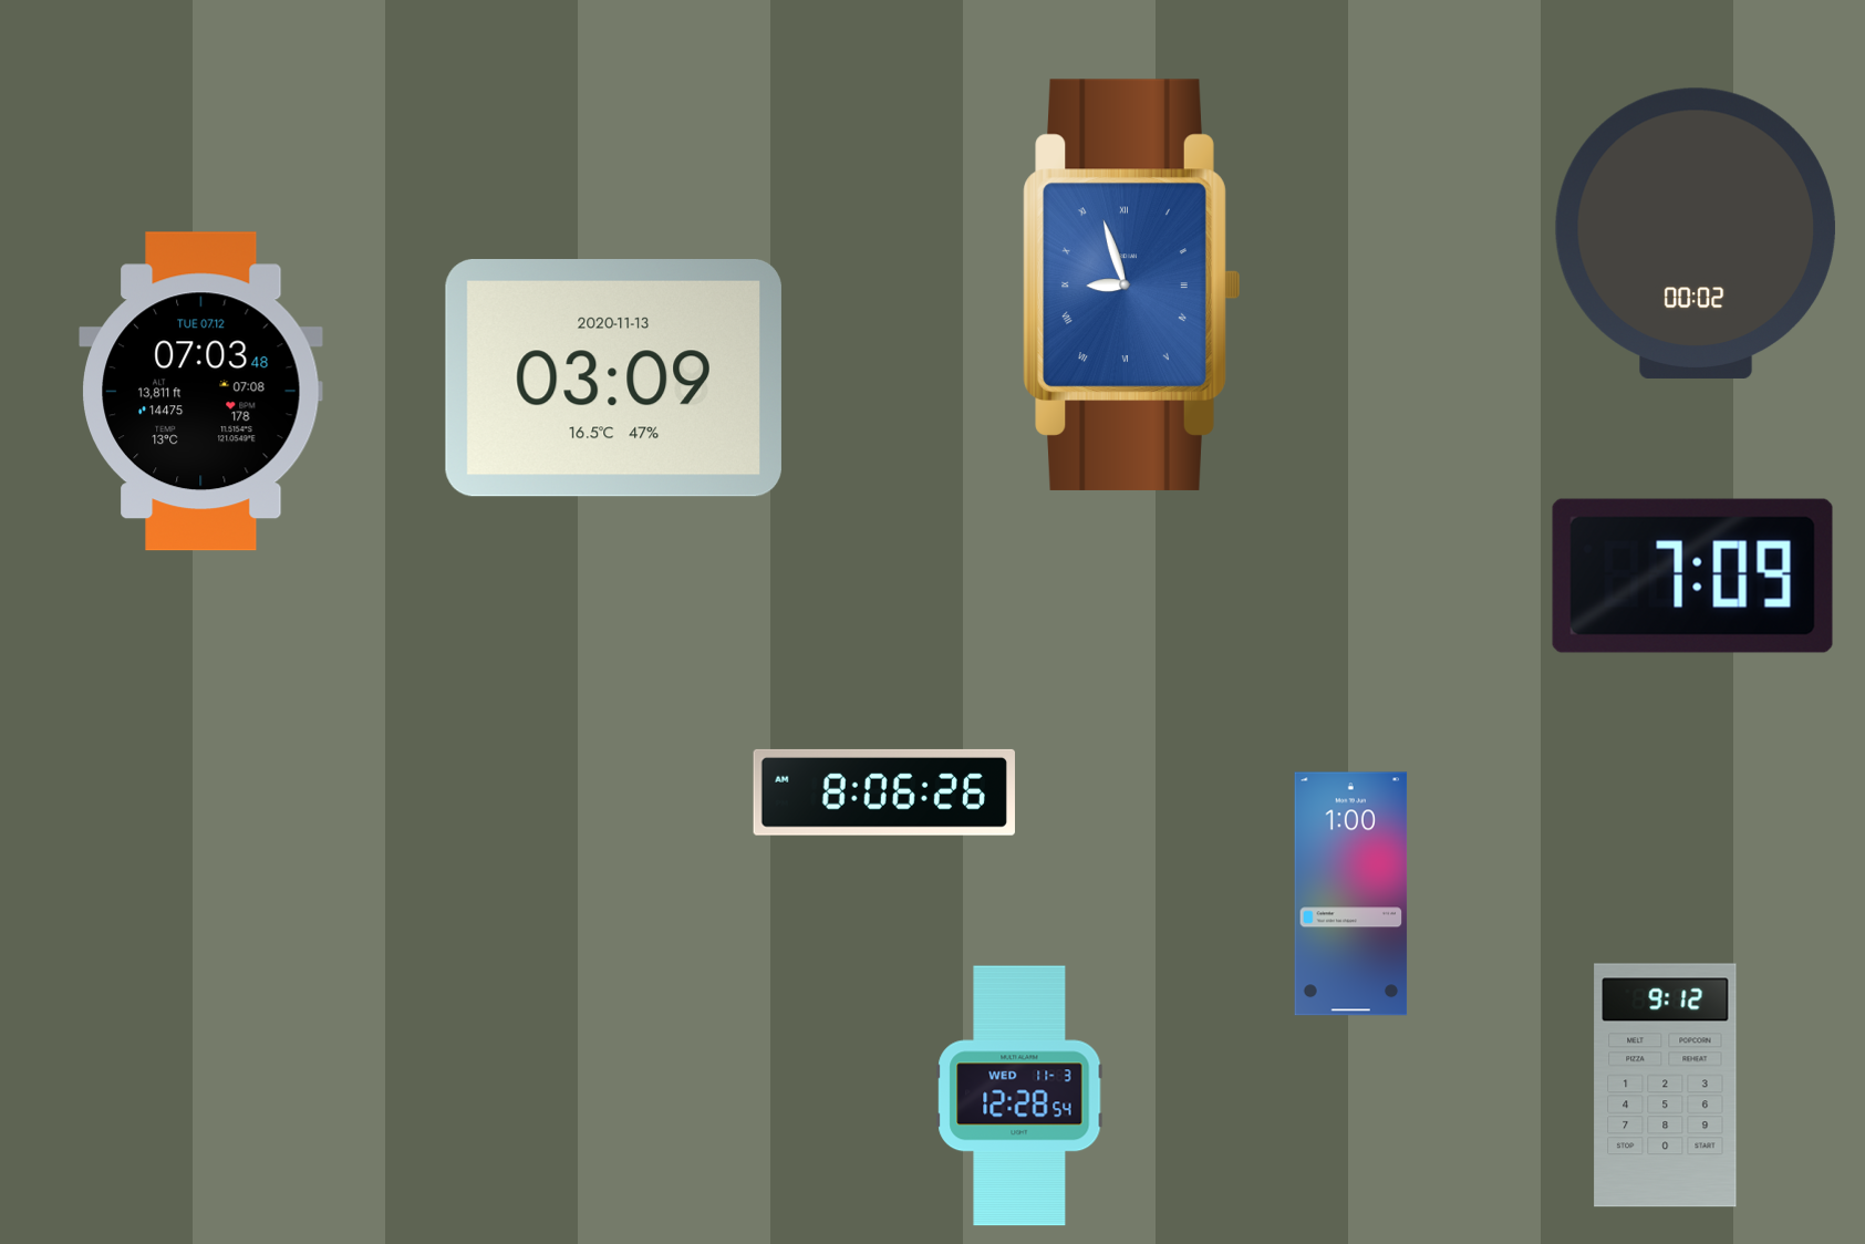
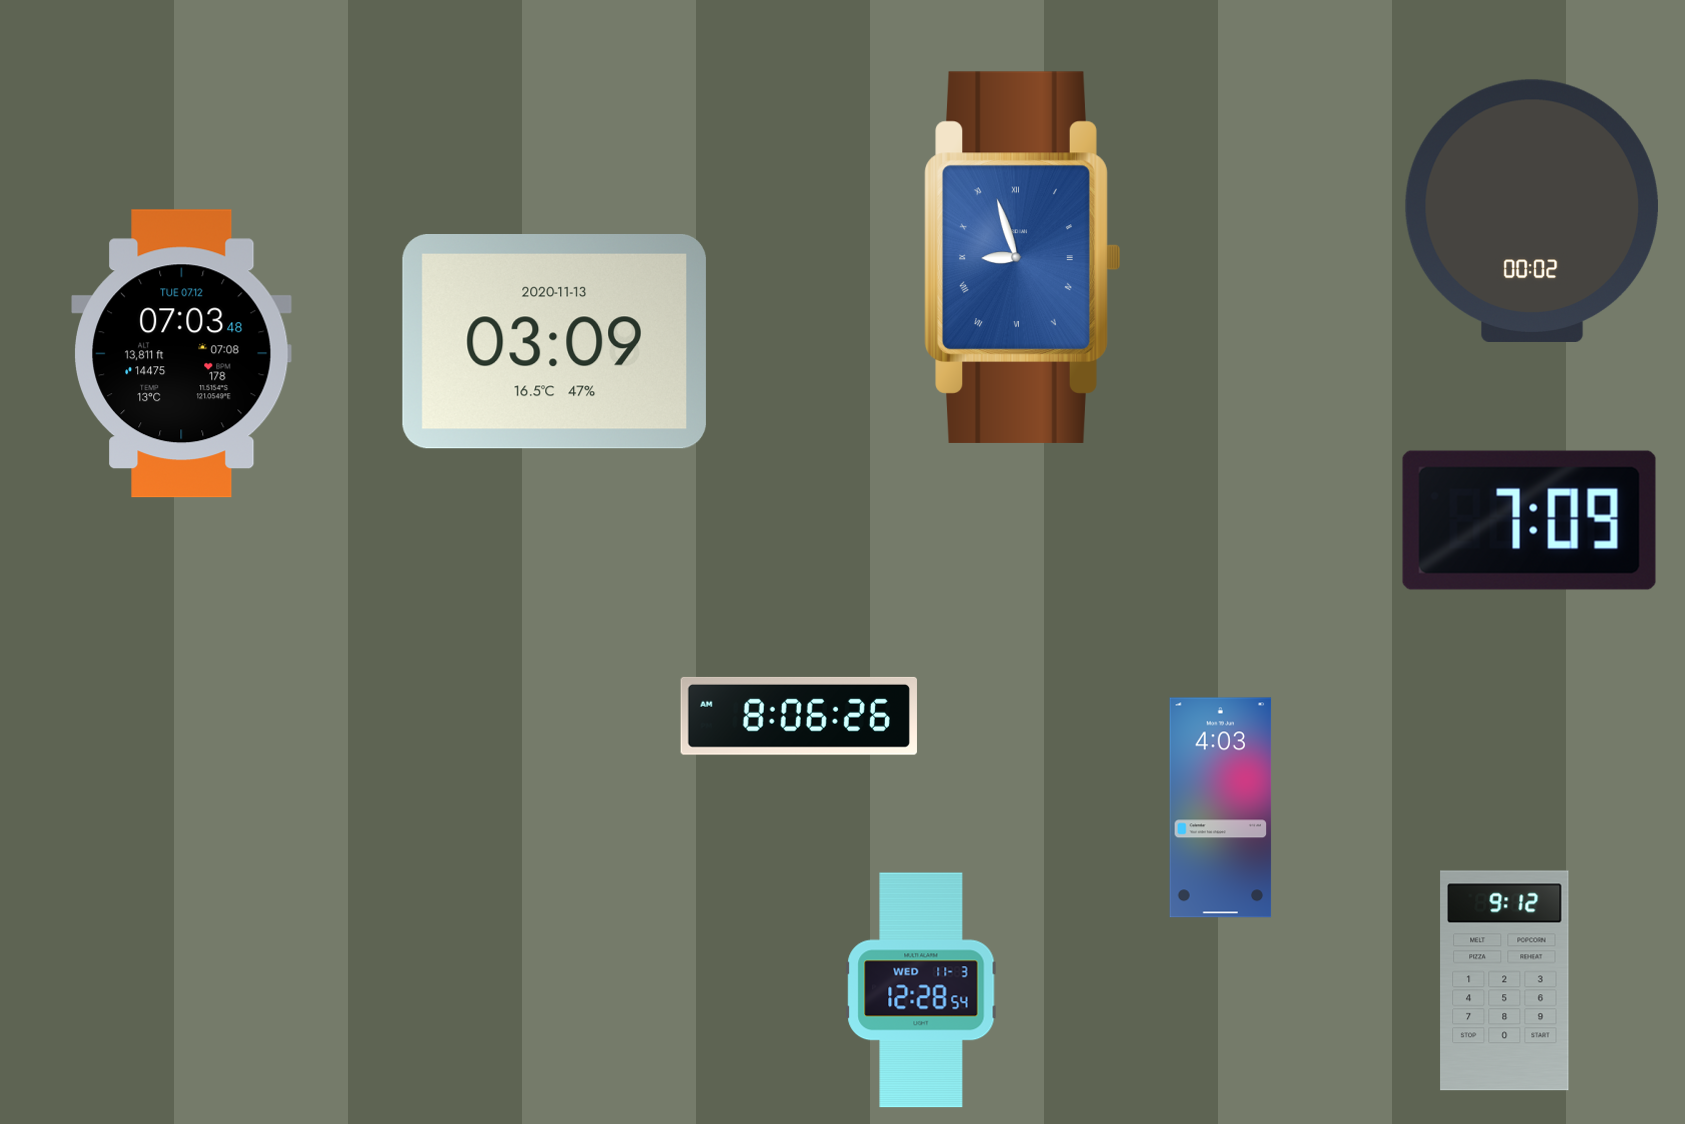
clock at (1351, 894): 1:00 -> 4:03
